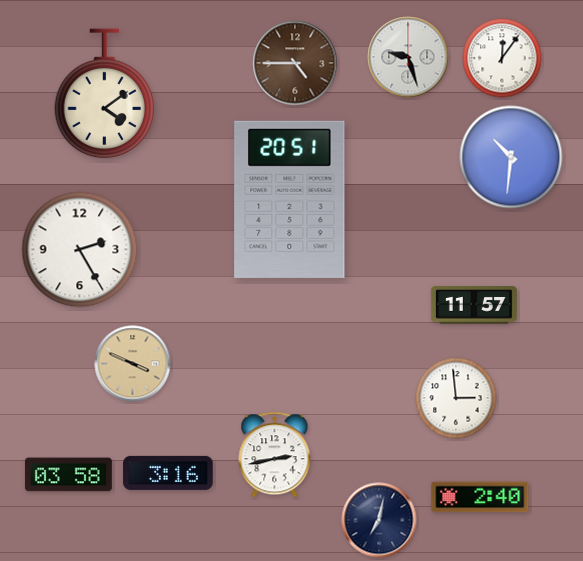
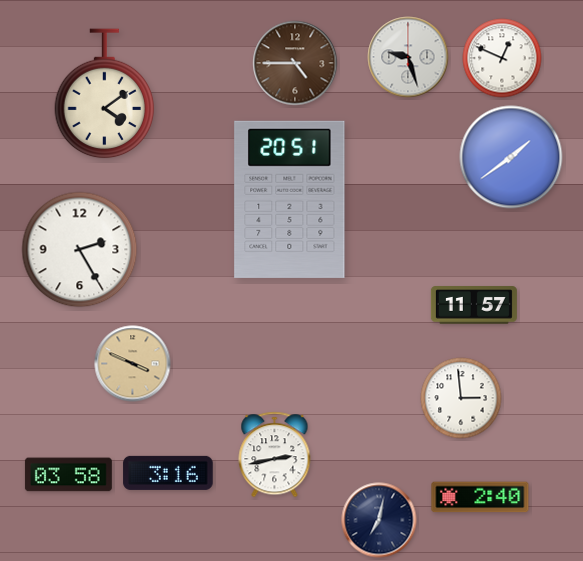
clock at (502, 58): 12:06 -> 12:49
clock at (511, 157): 10:31 -> 1:39
clock at (456, 398) position: (456, 398) -> (461, 398)
